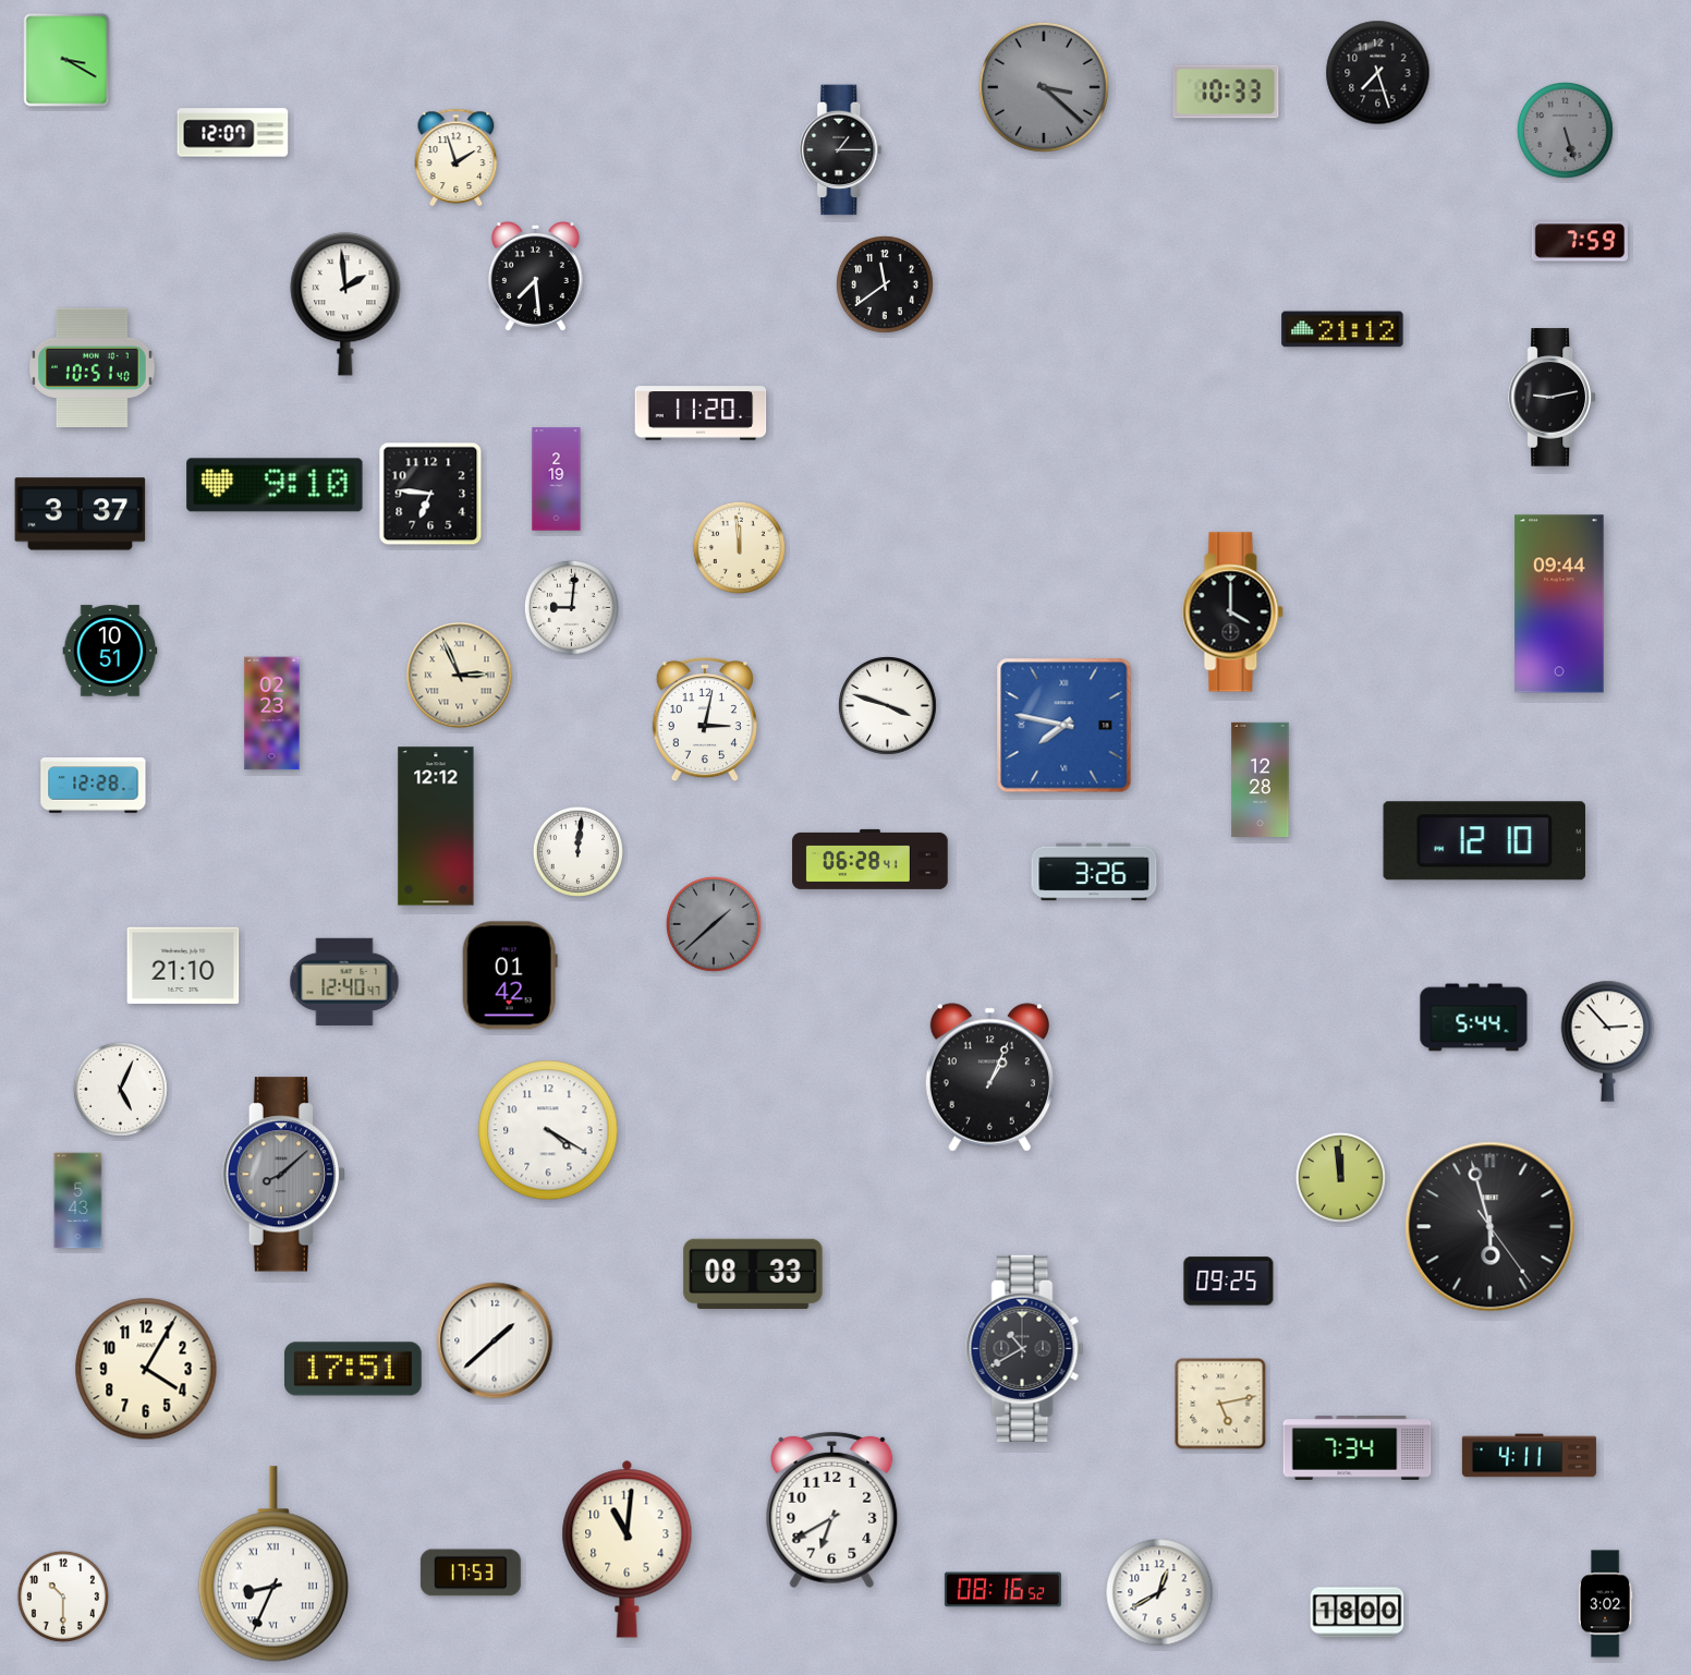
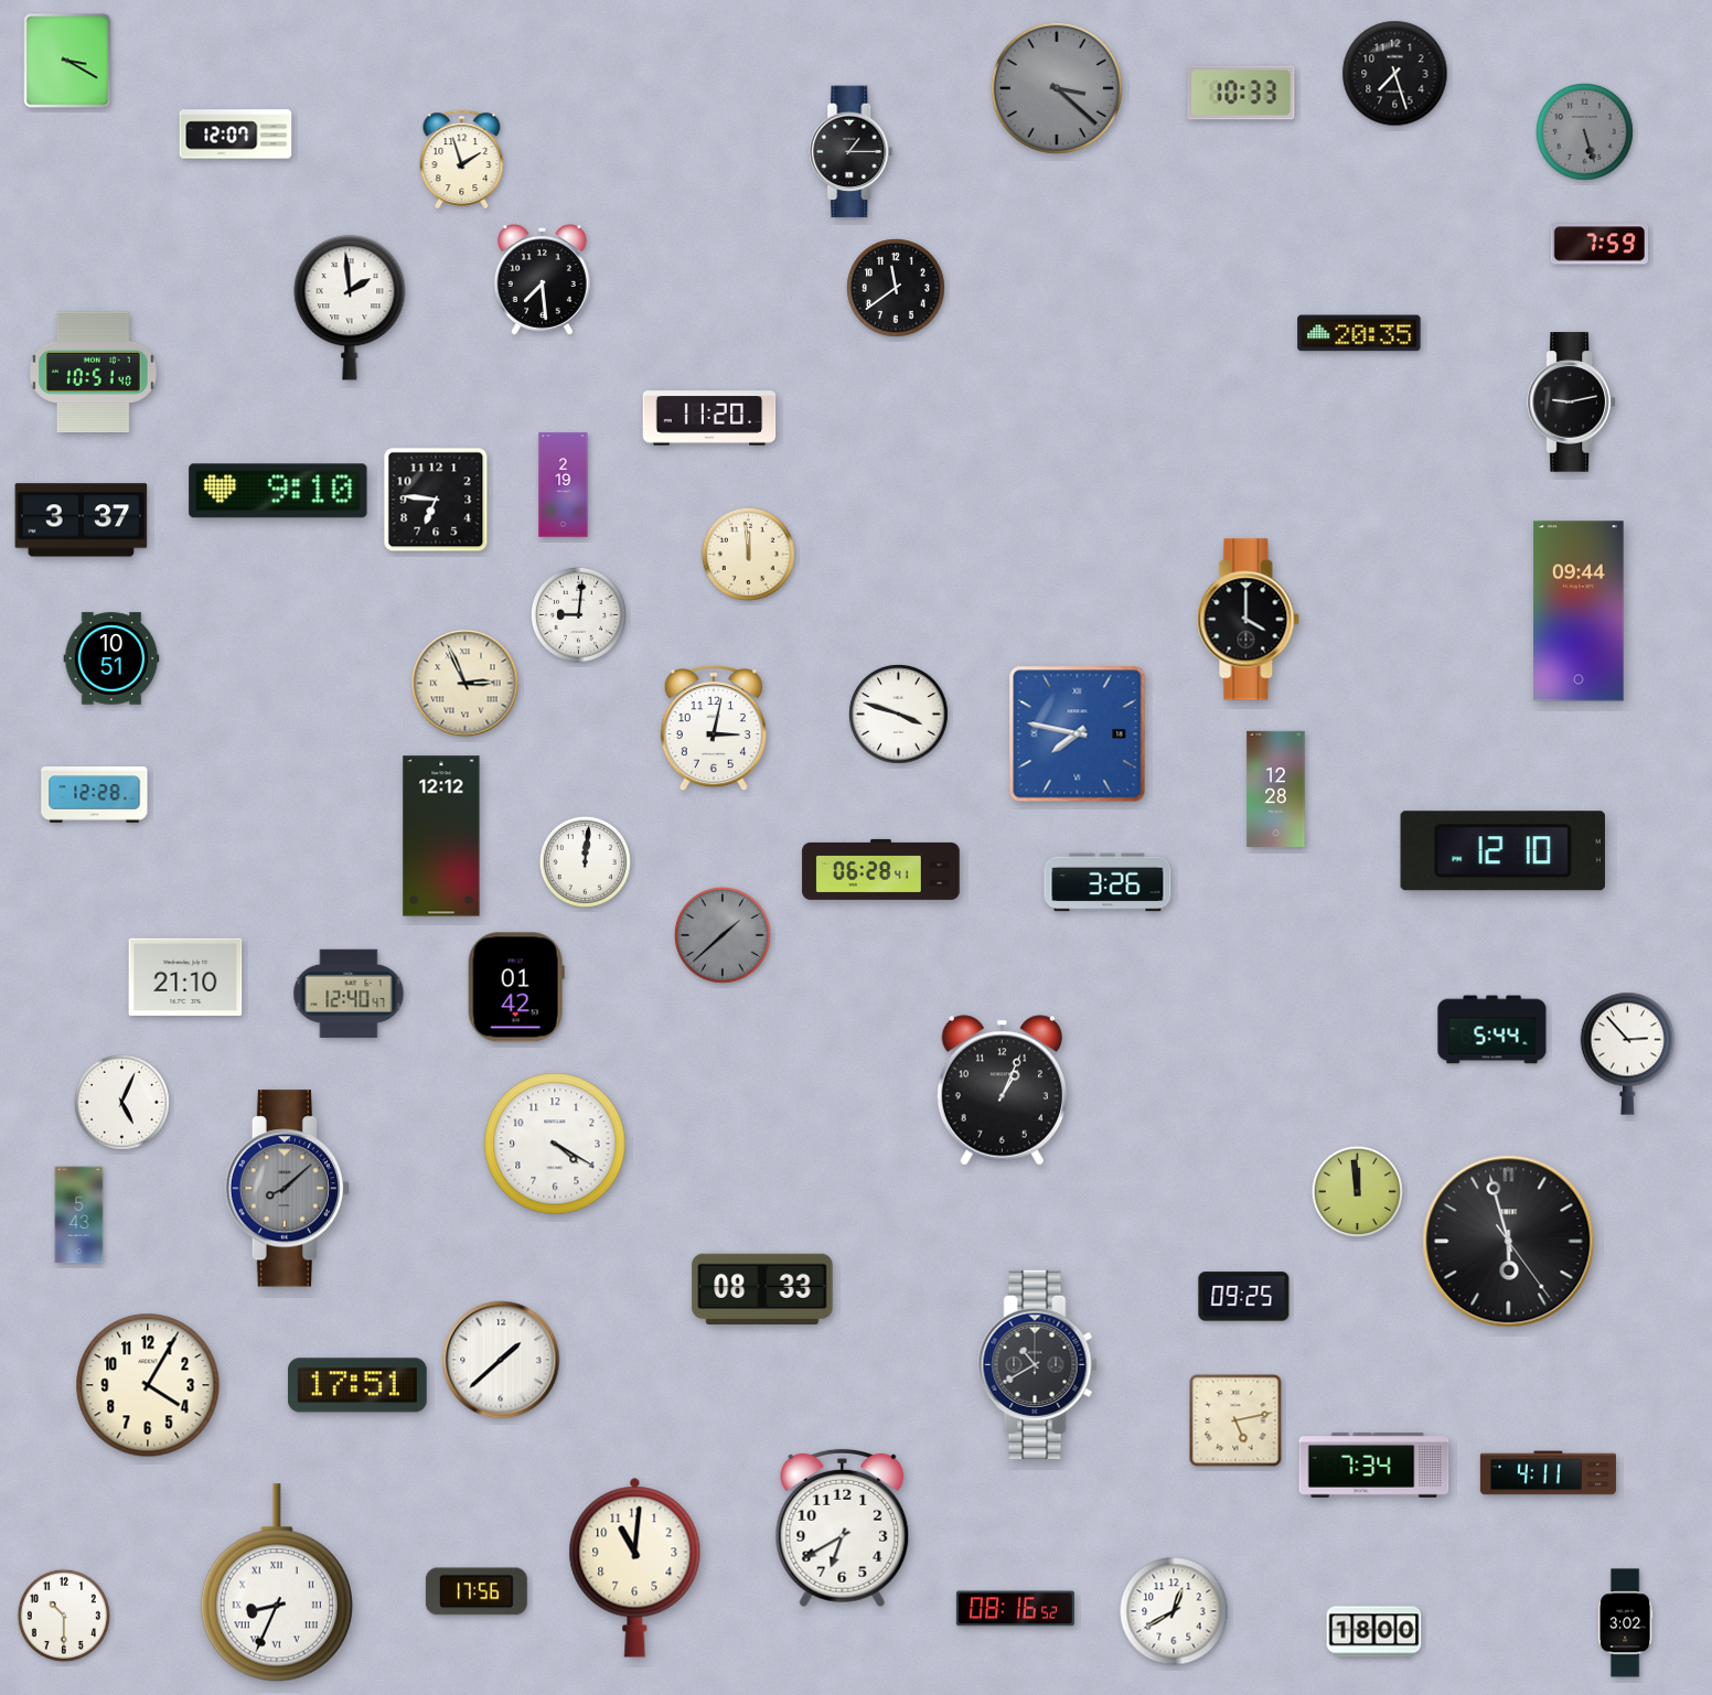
clock at (1342, 329): 21:12 -> 20:35
clock at (272, 714): 02:23 -> none
clock at (495, 1340) position: (495, 1340) -> (501, 1360)
clock at (471, 1573): 17:53 -> 17:56
